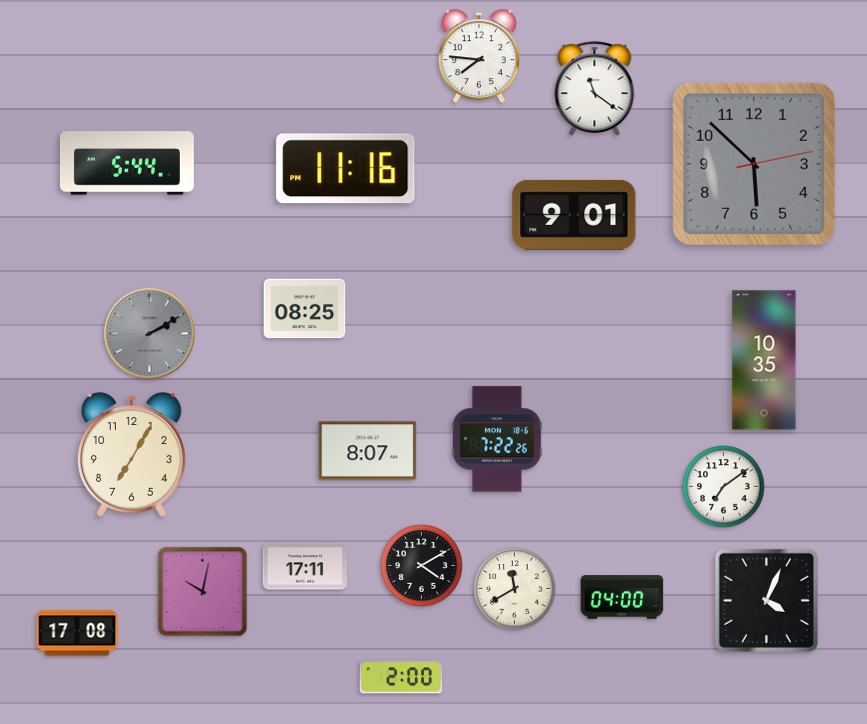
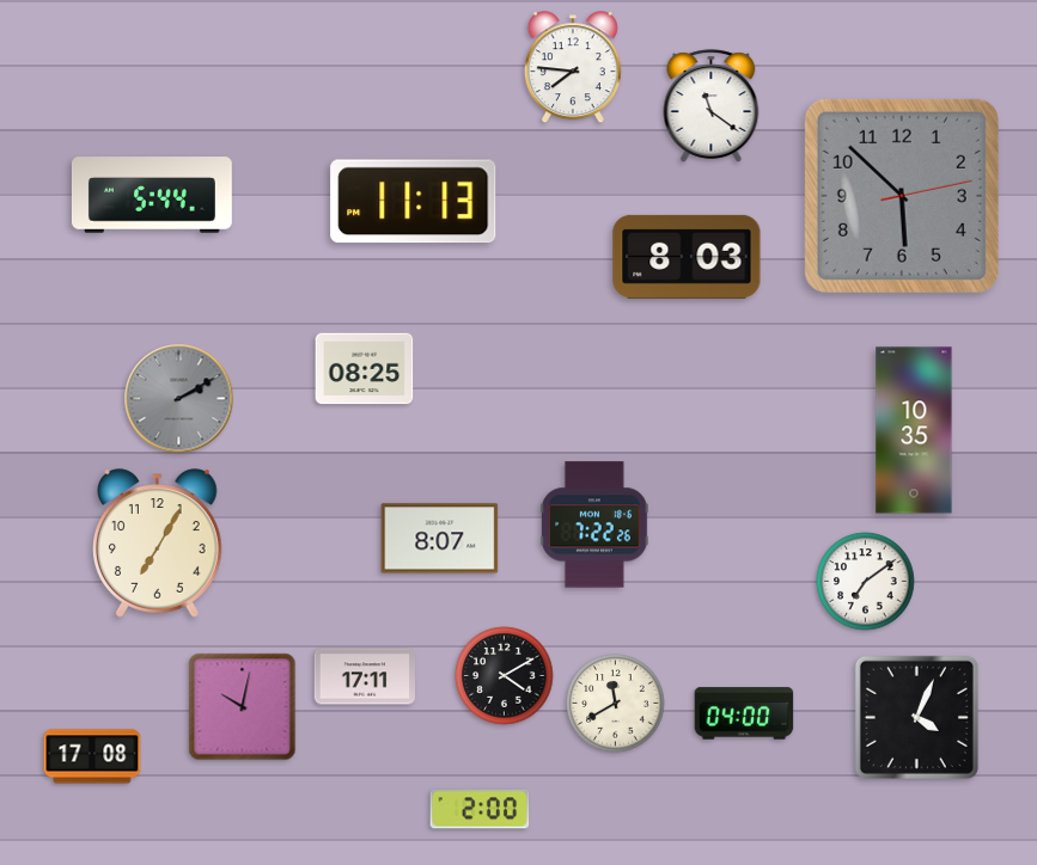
clock at (346, 169): 11:16 -> 11:13
clock at (574, 215): 9:01 -> 8:03
